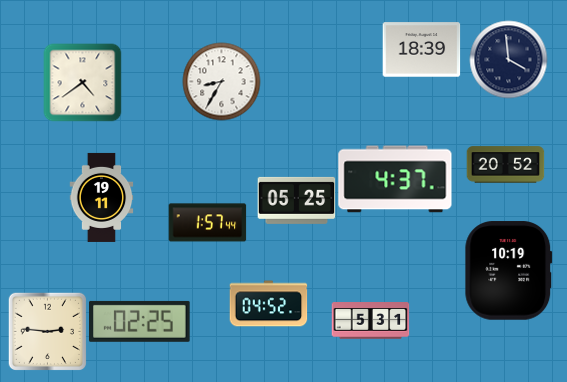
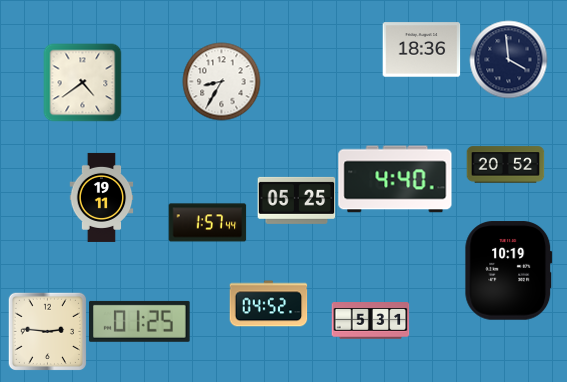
clock at (421, 50): 18:39 -> 18:36
clock at (395, 179): 4:37 -> 4:40
clock at (140, 321): 02:25 -> 01:25
